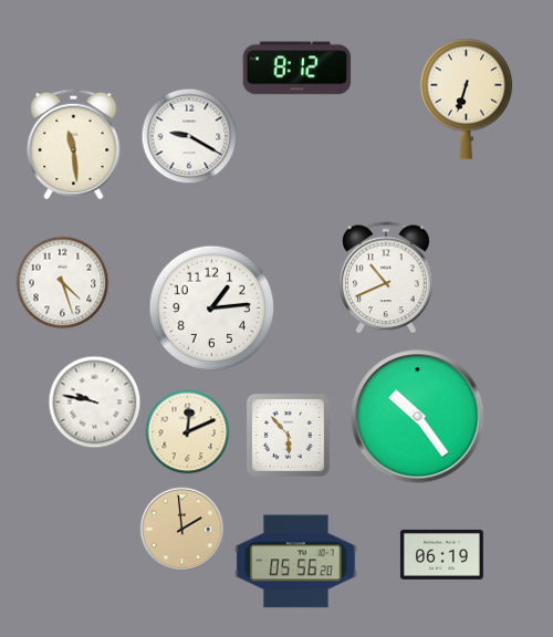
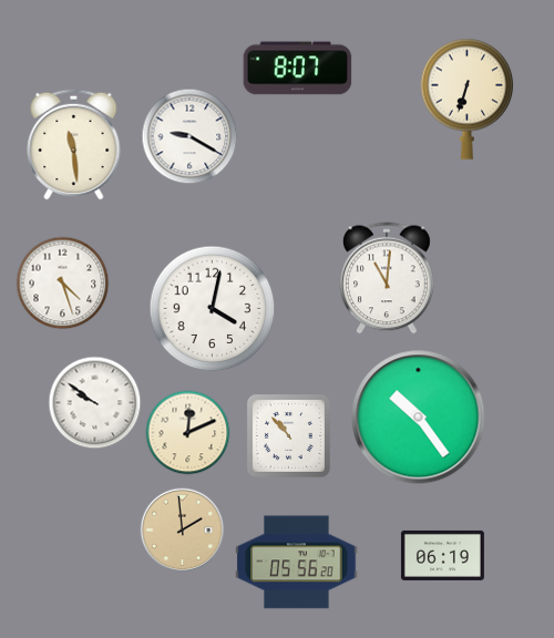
clock at (298, 69): 8:12 -> 8:07
clock at (387, 278): 10:41 -> 11:01
clock at (212, 309): 1:14 -> 4:02
clock at (95, 403): 9:47 -> 9:51
clock at (288, 435): 5:53 -> 10:53
